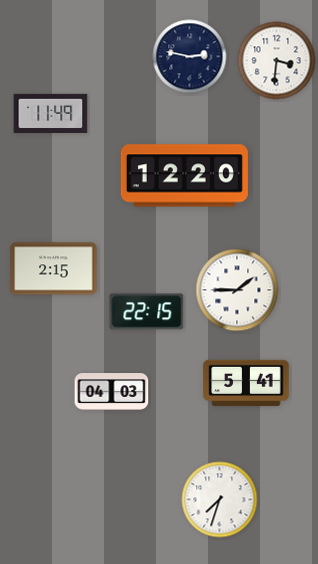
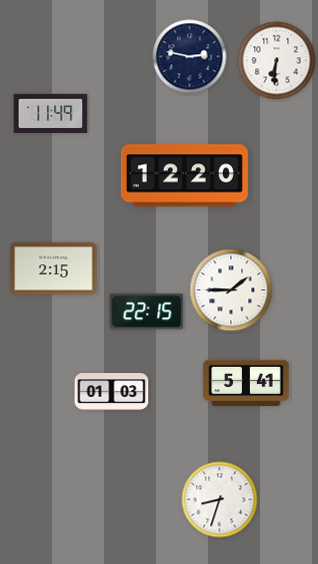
clock at (277, 61): 3:31 -> 6:31
clock at (237, 290) position: (237, 290) -> (231, 290)
clock at (112, 392): 04:03 -> 01:03
clock at (220, 500): 7:33 -> 8:33
